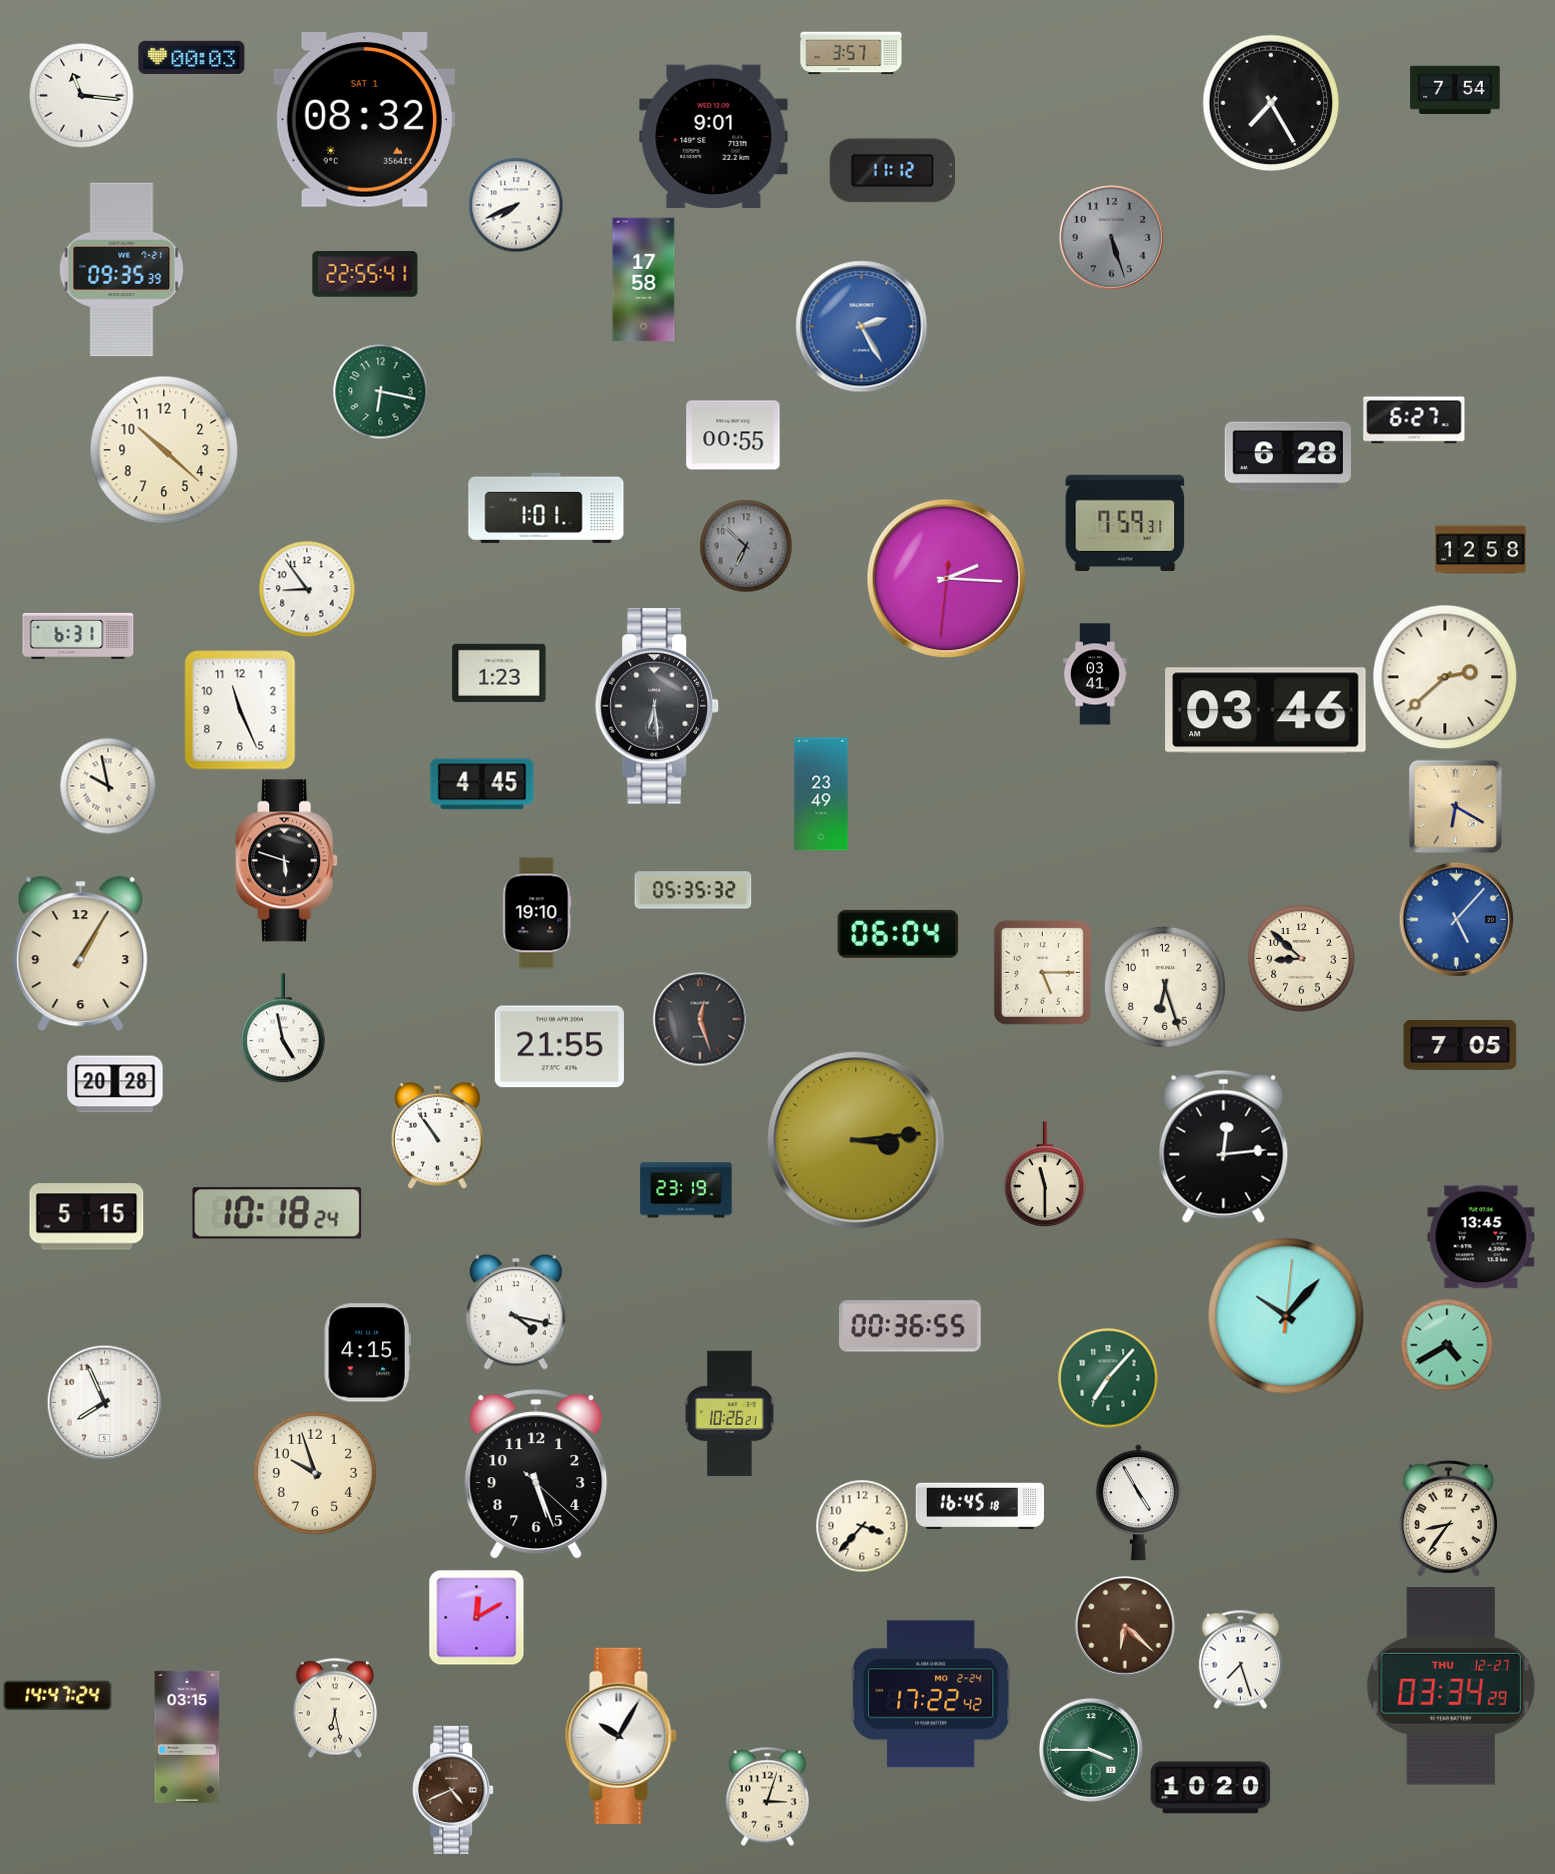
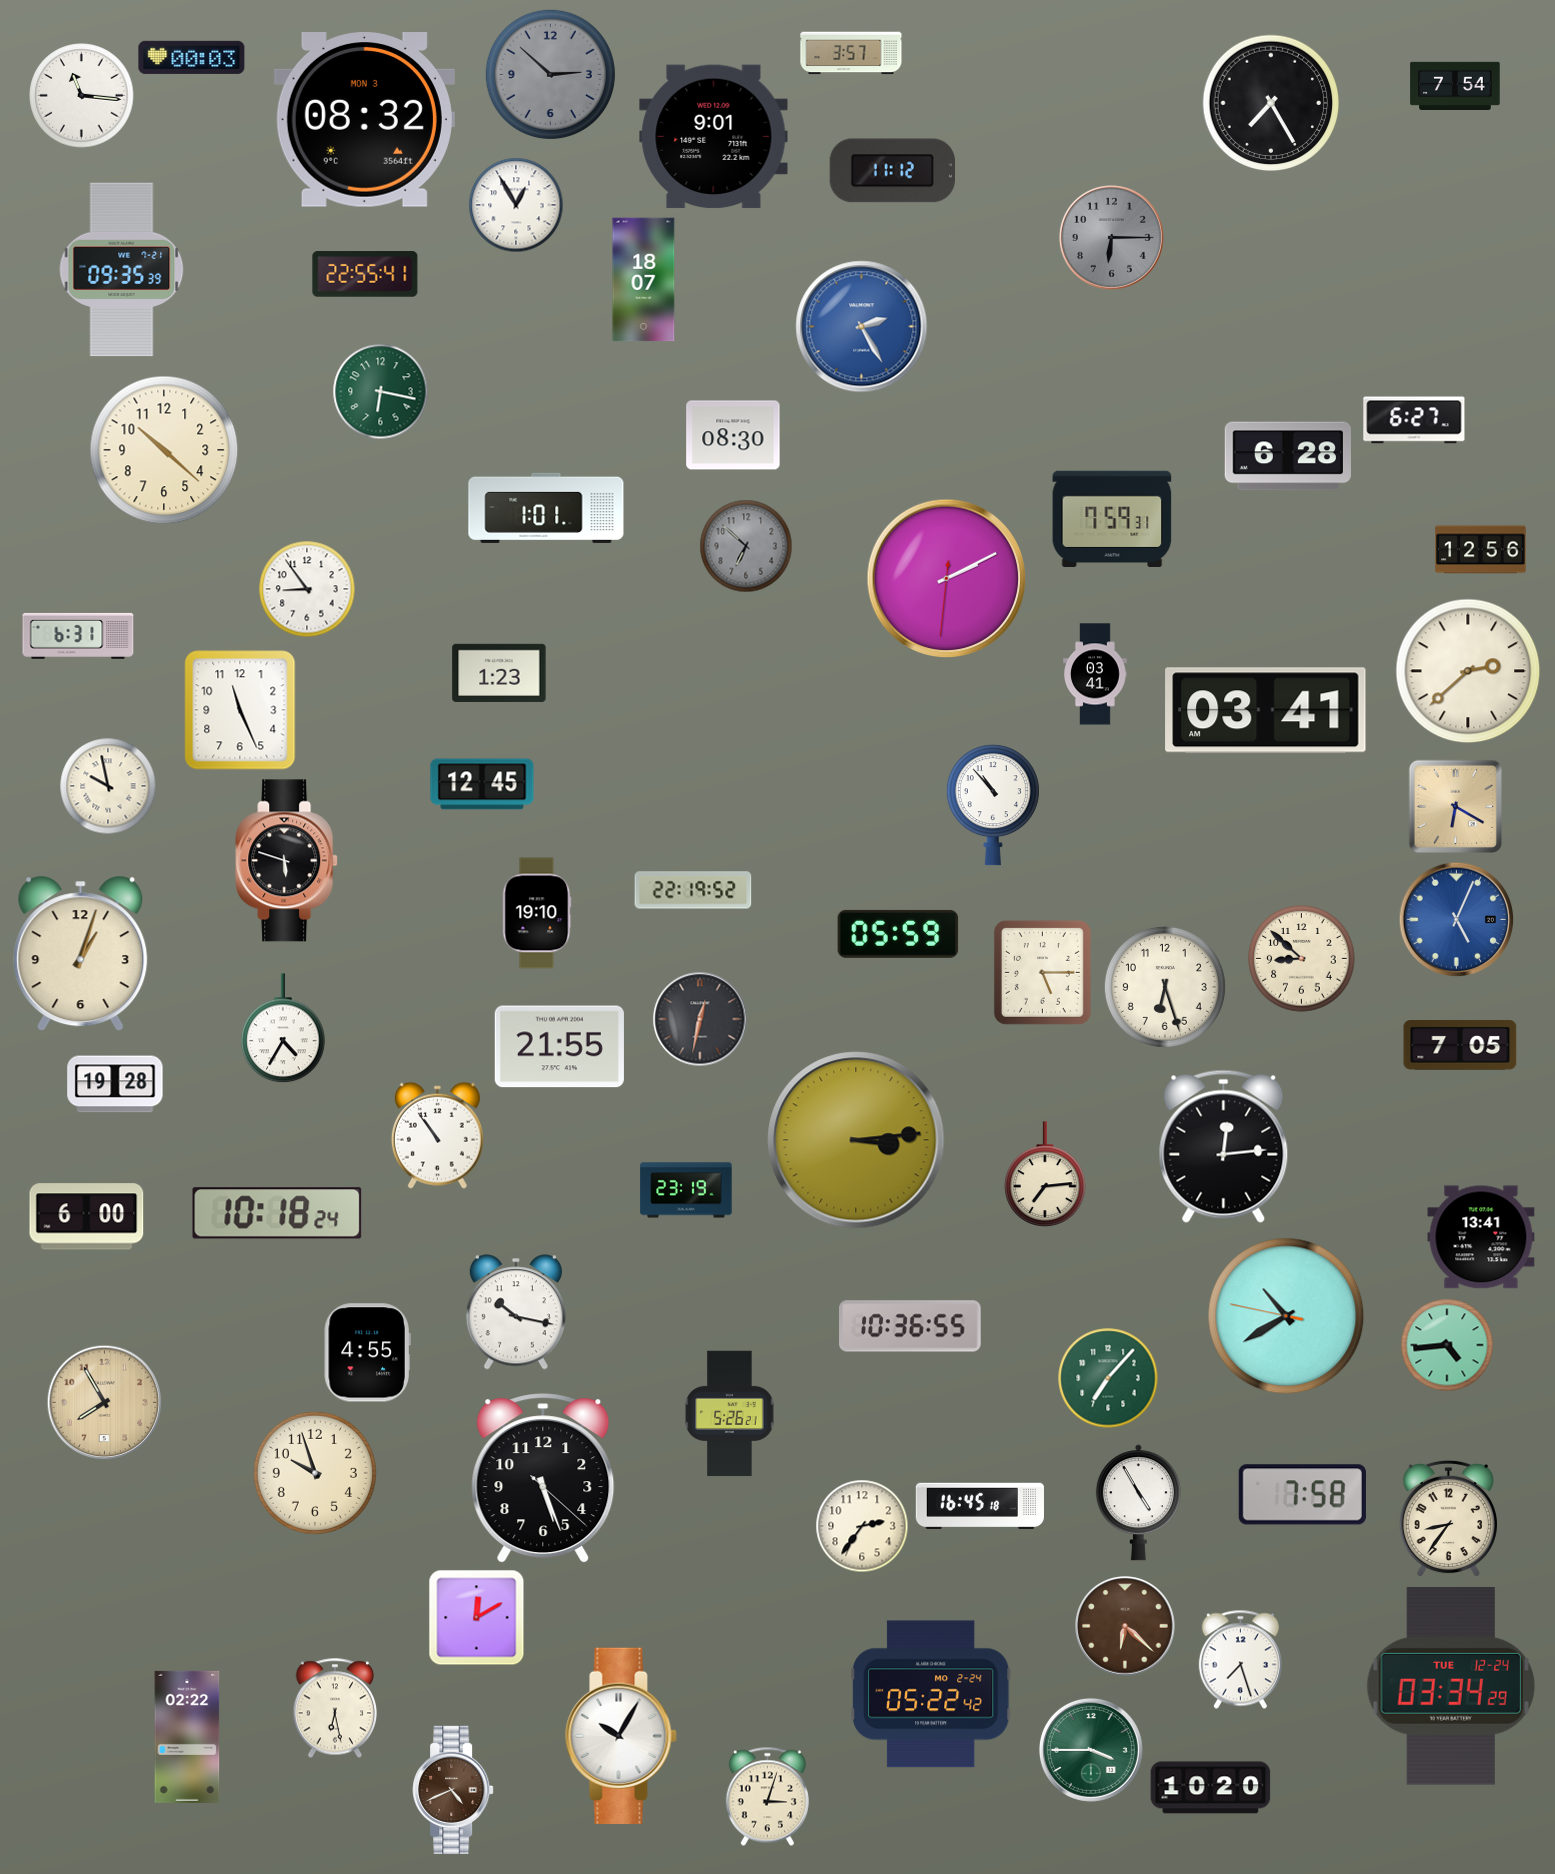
clock at (550, 74): none -> 2:52
clock at (1455, 89) position: (1455, 89) -> (1455, 85)
clock at (364, 120) date: SAT 1 -> MON 3
clock at (516, 205): 7:41 -> 12:55
clock at (1111, 237): 5:27 -> 6:15
clock at (644, 280): 17:58 -> 18:07
clock at (733, 435): 00:55 -> 08:30
clock at (1125, 522) position: (1125, 522) -> (1112, 518)
clock at (1481, 550): 12:58 -> 12:56
clock at (947, 579): 2:15 -> 2:10
clock at (1445, 677) position: (1445, 677) -> (1468, 671)
clock at (657, 707): 6:29 -> none
clock at (1266, 711): 03:46 -> 03:41
clock at (482, 784): 4:45 -> 12:45
clock at (821, 794): 23:49 -> none
clock at (993, 805): none -> 10:53
clock at (693, 890): 05:35 -> 22:19
clock at (1456, 919): 5:07 -> 5:04
clock at (898, 934): 06:04 -> 05:59
clock at (81, 954): 1:05 -> 1:03
clock at (700, 1019): 12:27 -> 12:32
clock at (284, 1028): 4:58 -> 4:35
clock at (115, 1084): 20:28 -> 19:28
clock at (1045, 1174): 11:30 -> 7:14
clock at (87, 1217): 5:15 -> 6:00
clock at (1481, 1237): 13:45 -> 13:41
clock at (516, 1312): 4:17 -> 10:17
clock at (1286, 1316): 10:07 -> 10:39
clock at (910, 1326): 00:36 -> 10:36
clock at (1447, 1345): 4:40 -> 4:44
clock at (367, 1353): 4:15 -> 4:55
clock at (104, 1402): 7:56 -> 7:55
clock at (104, 1402) dial: white -> champagne
clock at (730, 1414): 10:26 -> 5:26
clock at (536, 1474) position: (536, 1474) -> (543, 1478)
clock at (1302, 1495): none -> 7:58
clock at (862, 1526): 3:37 -> 2:36
clock at (1451, 1687) date: THU 12-27 -> TUE 12-24
clock at (932, 1694): 17:22 -> 05:22
clock at (58, 1696): 14:47 -> none
clock at (187, 1737): 03:15 -> 02:22
